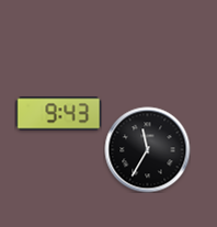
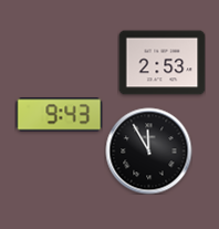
clock at (161, 63): none -> 2:53
clock at (147, 149): 11:35 -> 11:55
